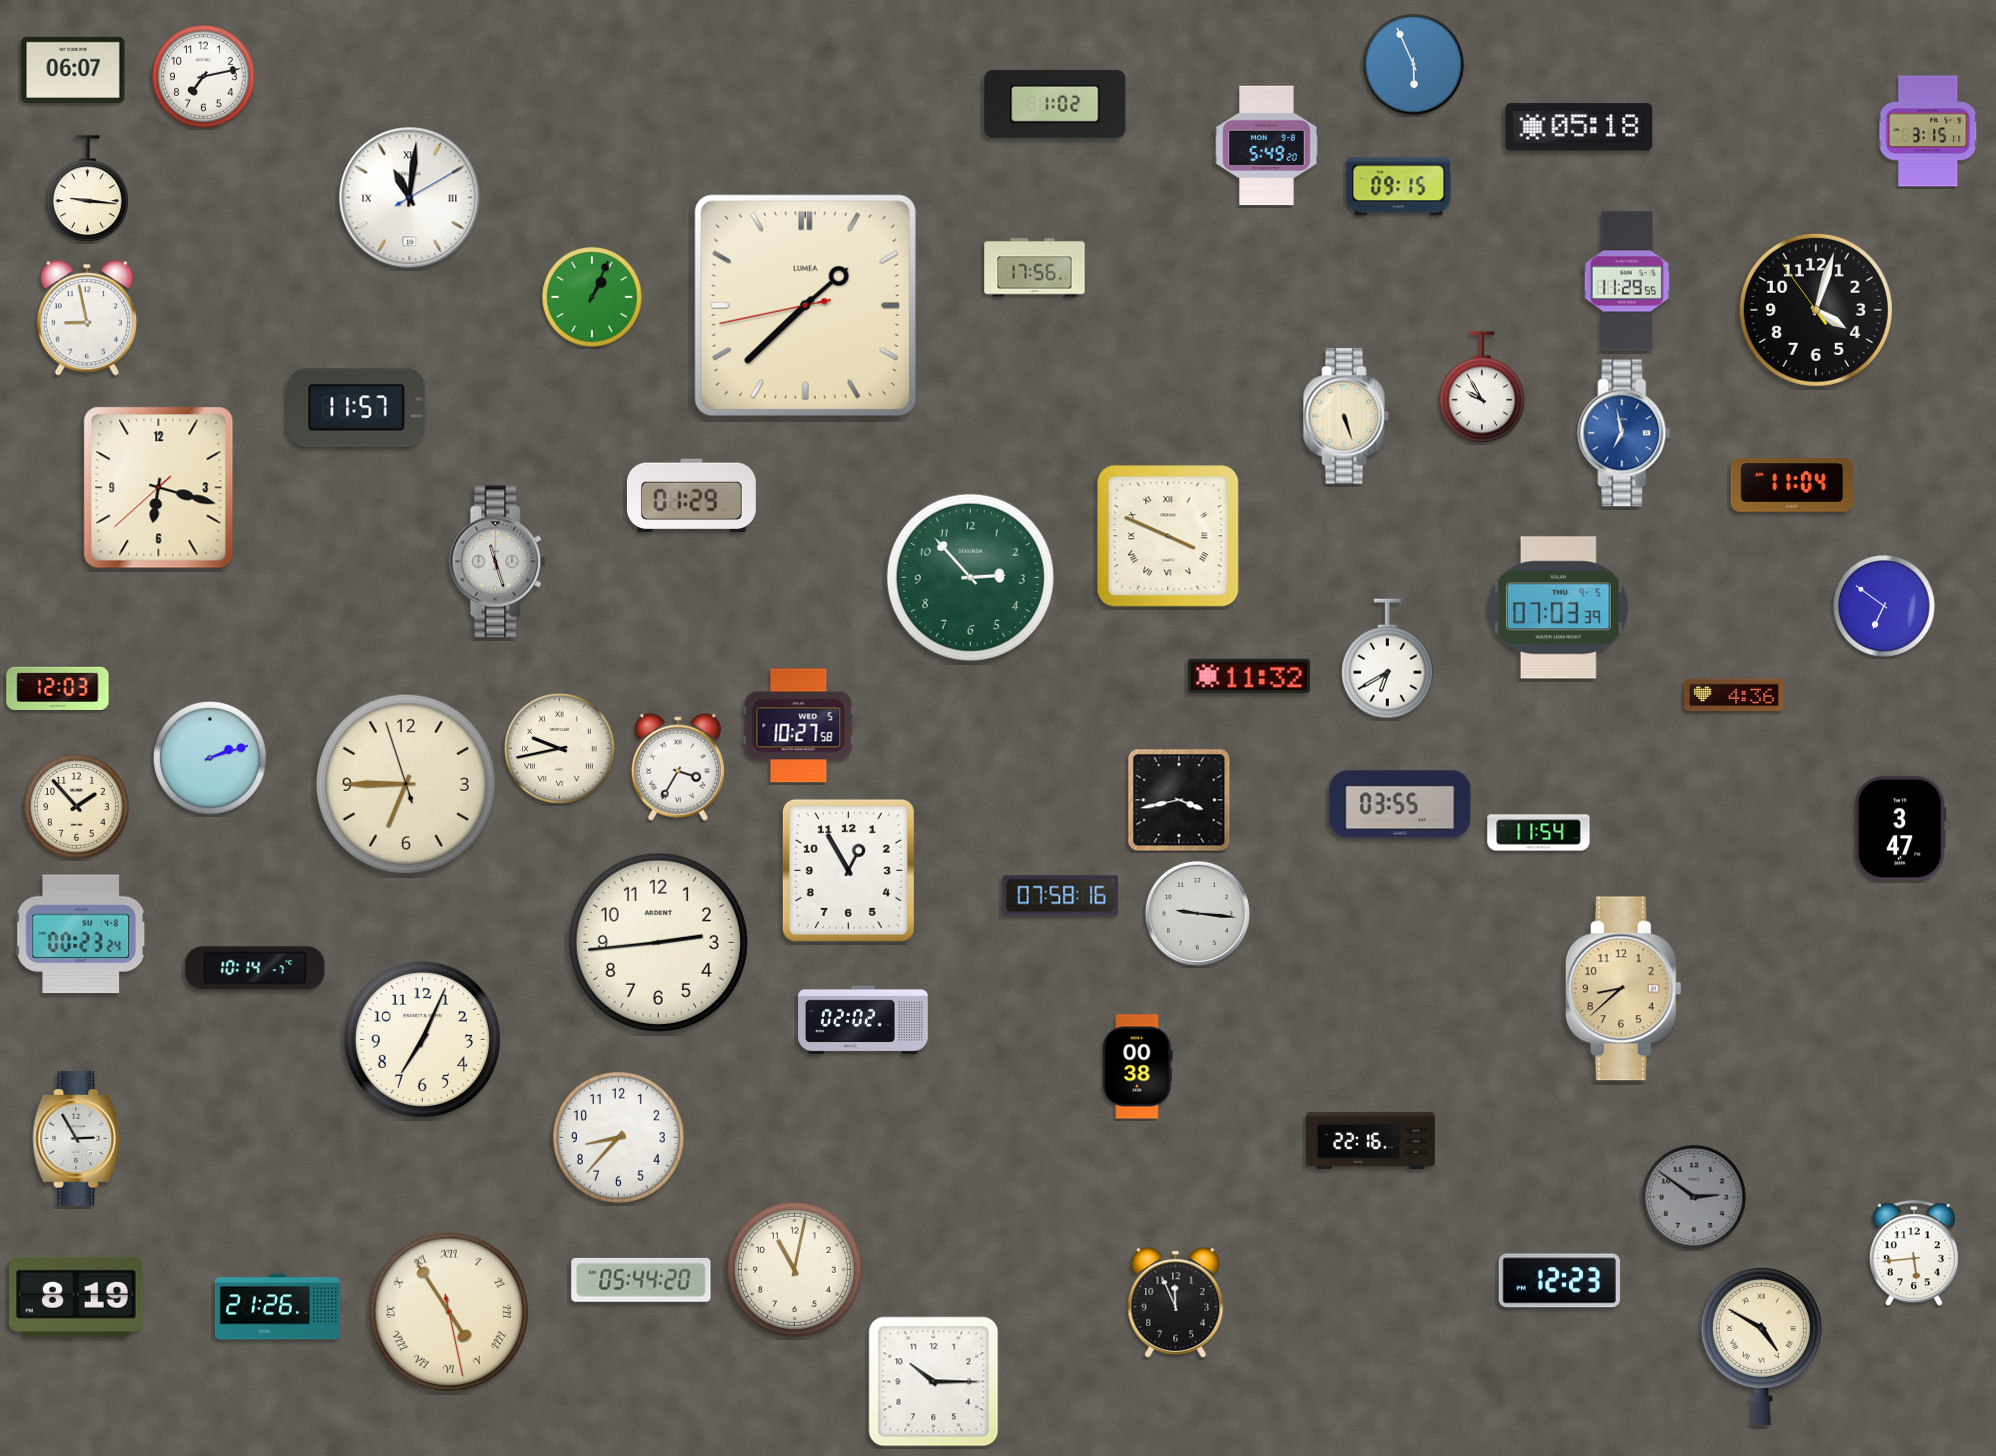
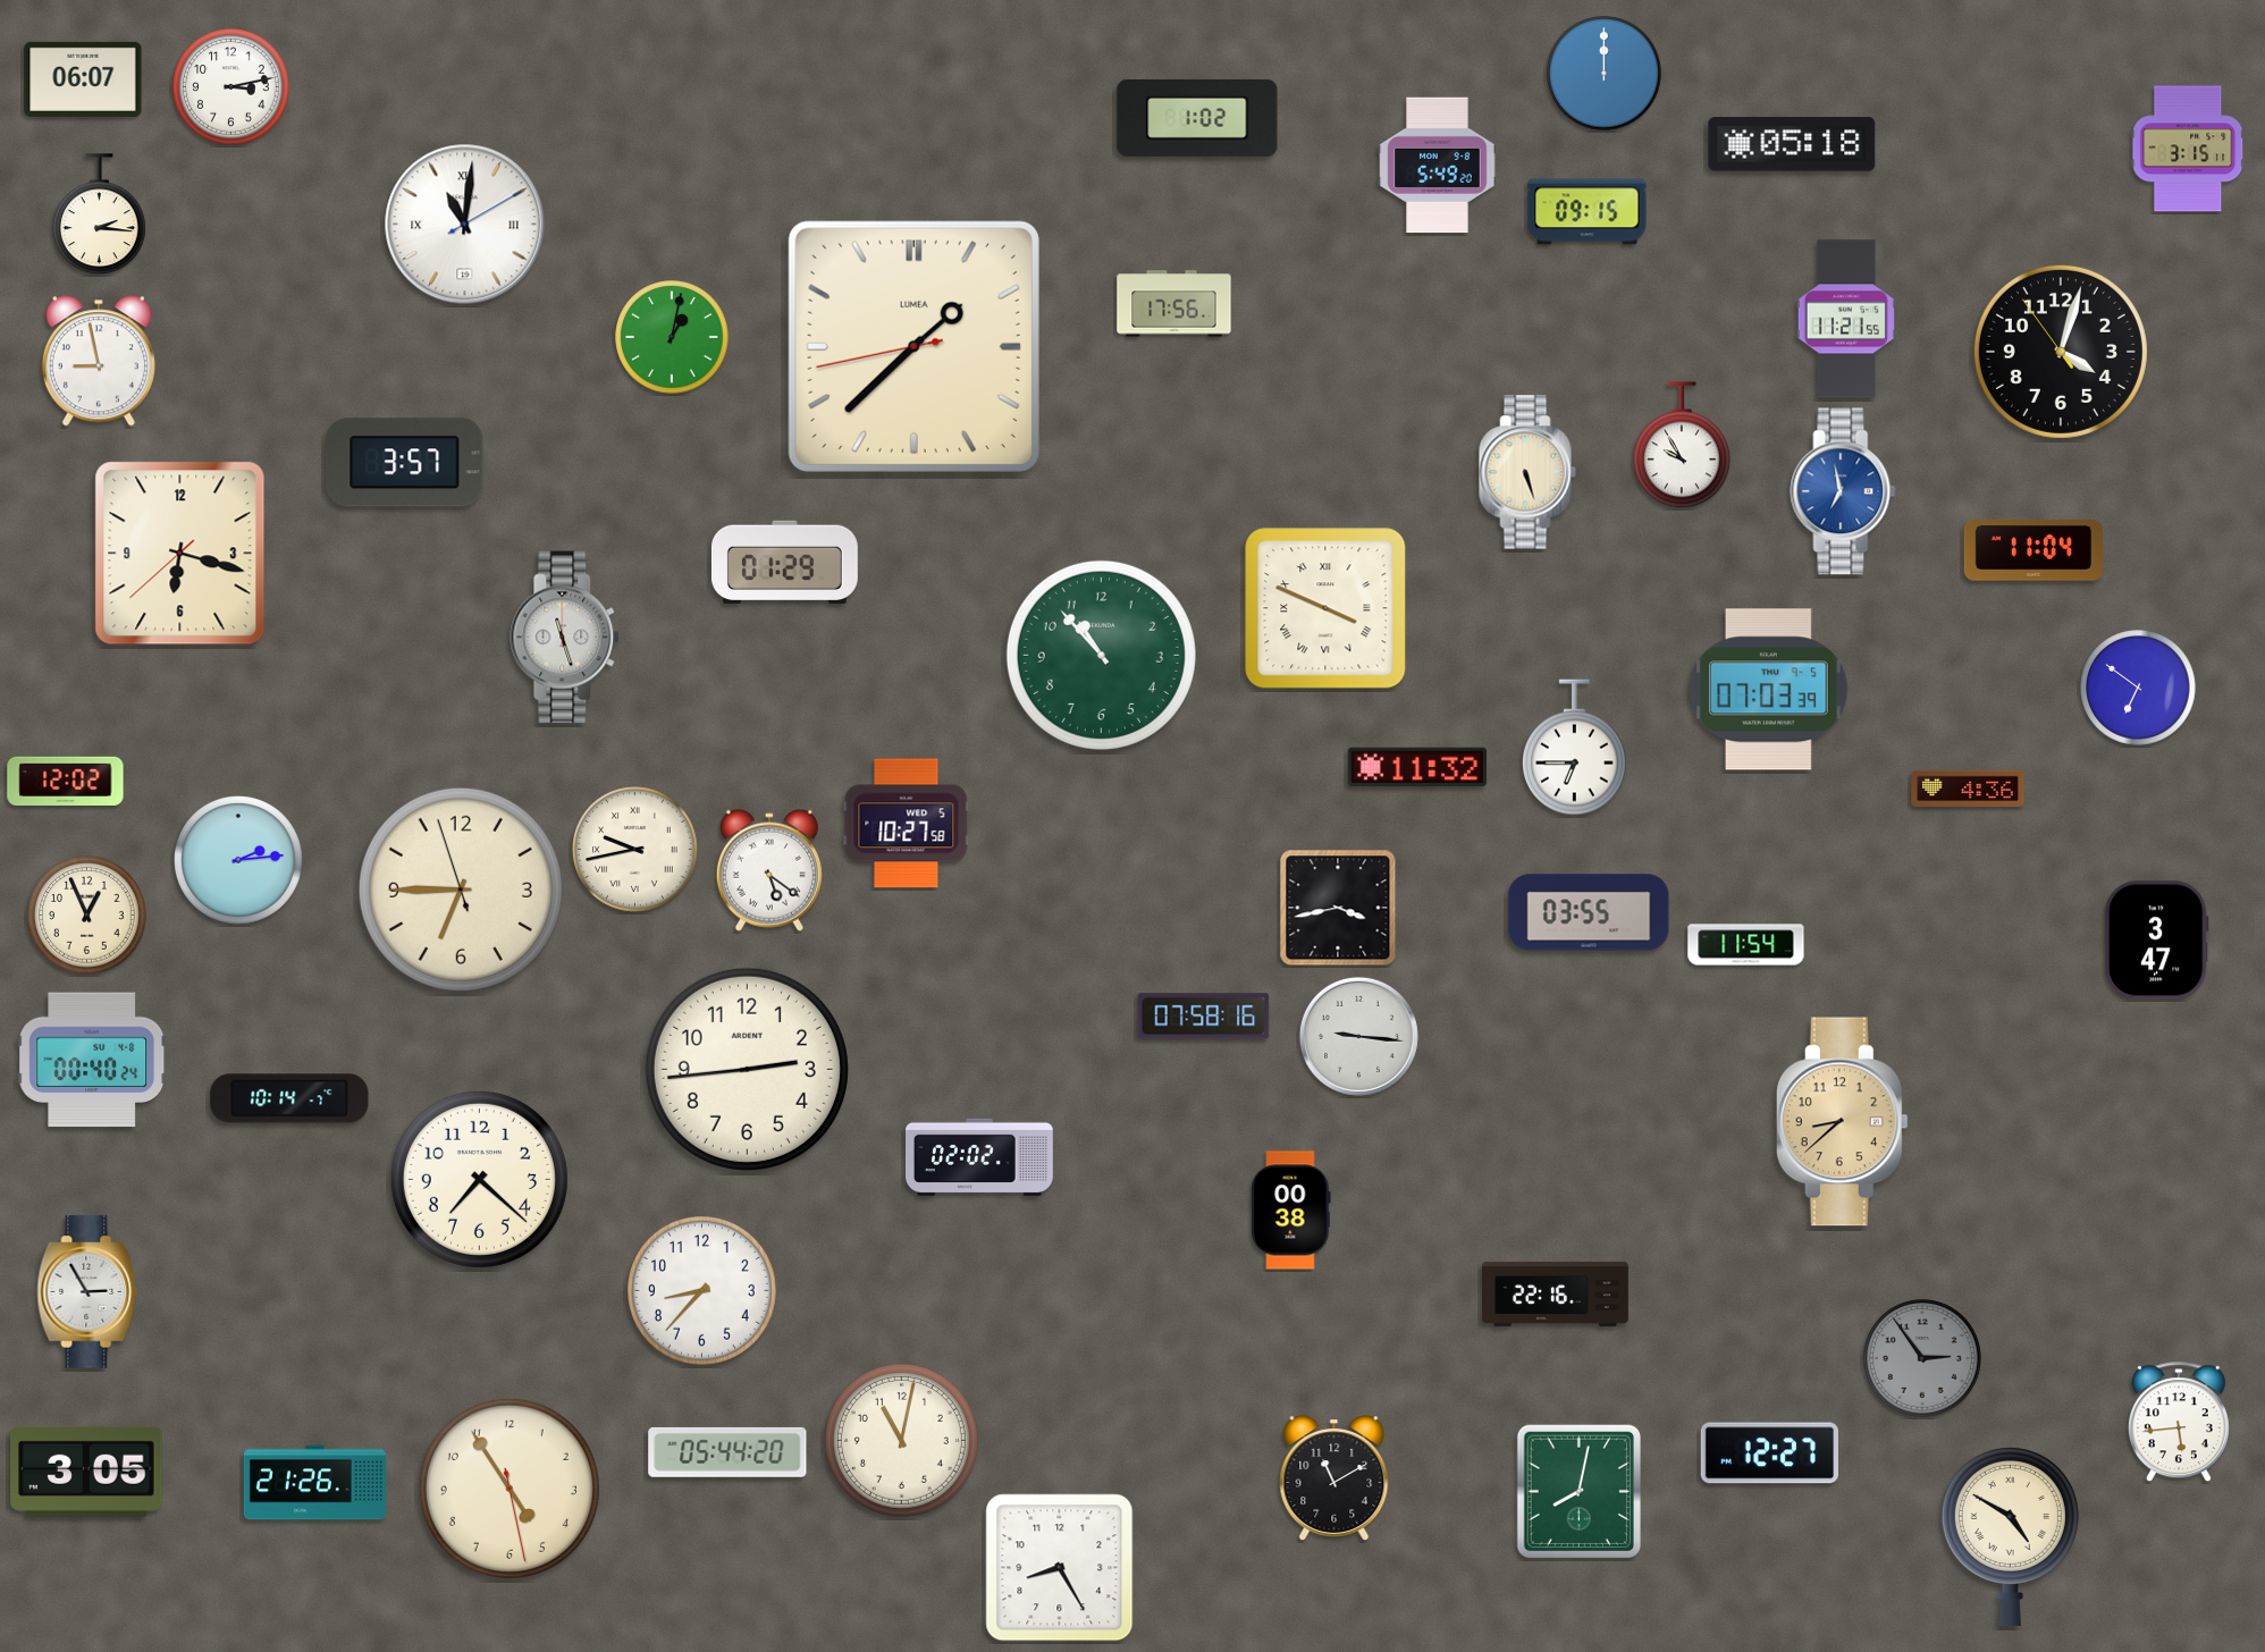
clock at (1414, 65): 5:56 -> 12:00
clock at (204, 77): 7:13 -> 3:13
clock at (88, 189): 9:16 -> 2:16
clock at (1627, 281): 11:29 -> 11:21
clock at (592, 297): 1:04 -> 1:02
clock at (1483, 388) position: (1483, 388) -> (1683, 446)
clock at (357, 408): 11:57 -> 3:57
clock at (970, 577): 2:53 -> 10:53
clock at (1387, 659): 6:40 -> 6:45
clock at (58, 688): 12:03 -> 12:02
clock at (211, 759): 2:12 -> 2:14
clock at (678, 767): 3:35 -> 5:21
clock at (77, 807): 1:53 -> 12:56
clock at (848, 870): 12:55 -> none
clock at (80, 934): 00:23 -> 00:40
clock at (422, 1039): 7:04 -> 7:22
clock at (1694, 1197): 2:51 -> 2:54
clock at (1914, 1254) position: (1914, 1254) -> (2179, 1423)
clock at (1559, 1281): 12:23 -> 12:27
clock at (76, 1297): 8:19 -> 3:05
clock at (1176, 1303): 11:56 -> 11:10
clock at (449, 1312) numerals: Roman -> Arabic
clock at (1578, 1492): none -> 8:02
clock at (1761, 1346) position: (1761, 1346) -> (2010, 1536)
clock at (934, 1382): 10:15 -> 8:25
